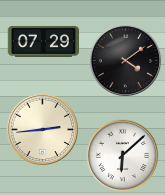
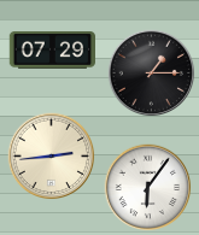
clock at (126, 61): 4:09 -> 1:15
clock at (123, 156): 6:08 -> 6:06
